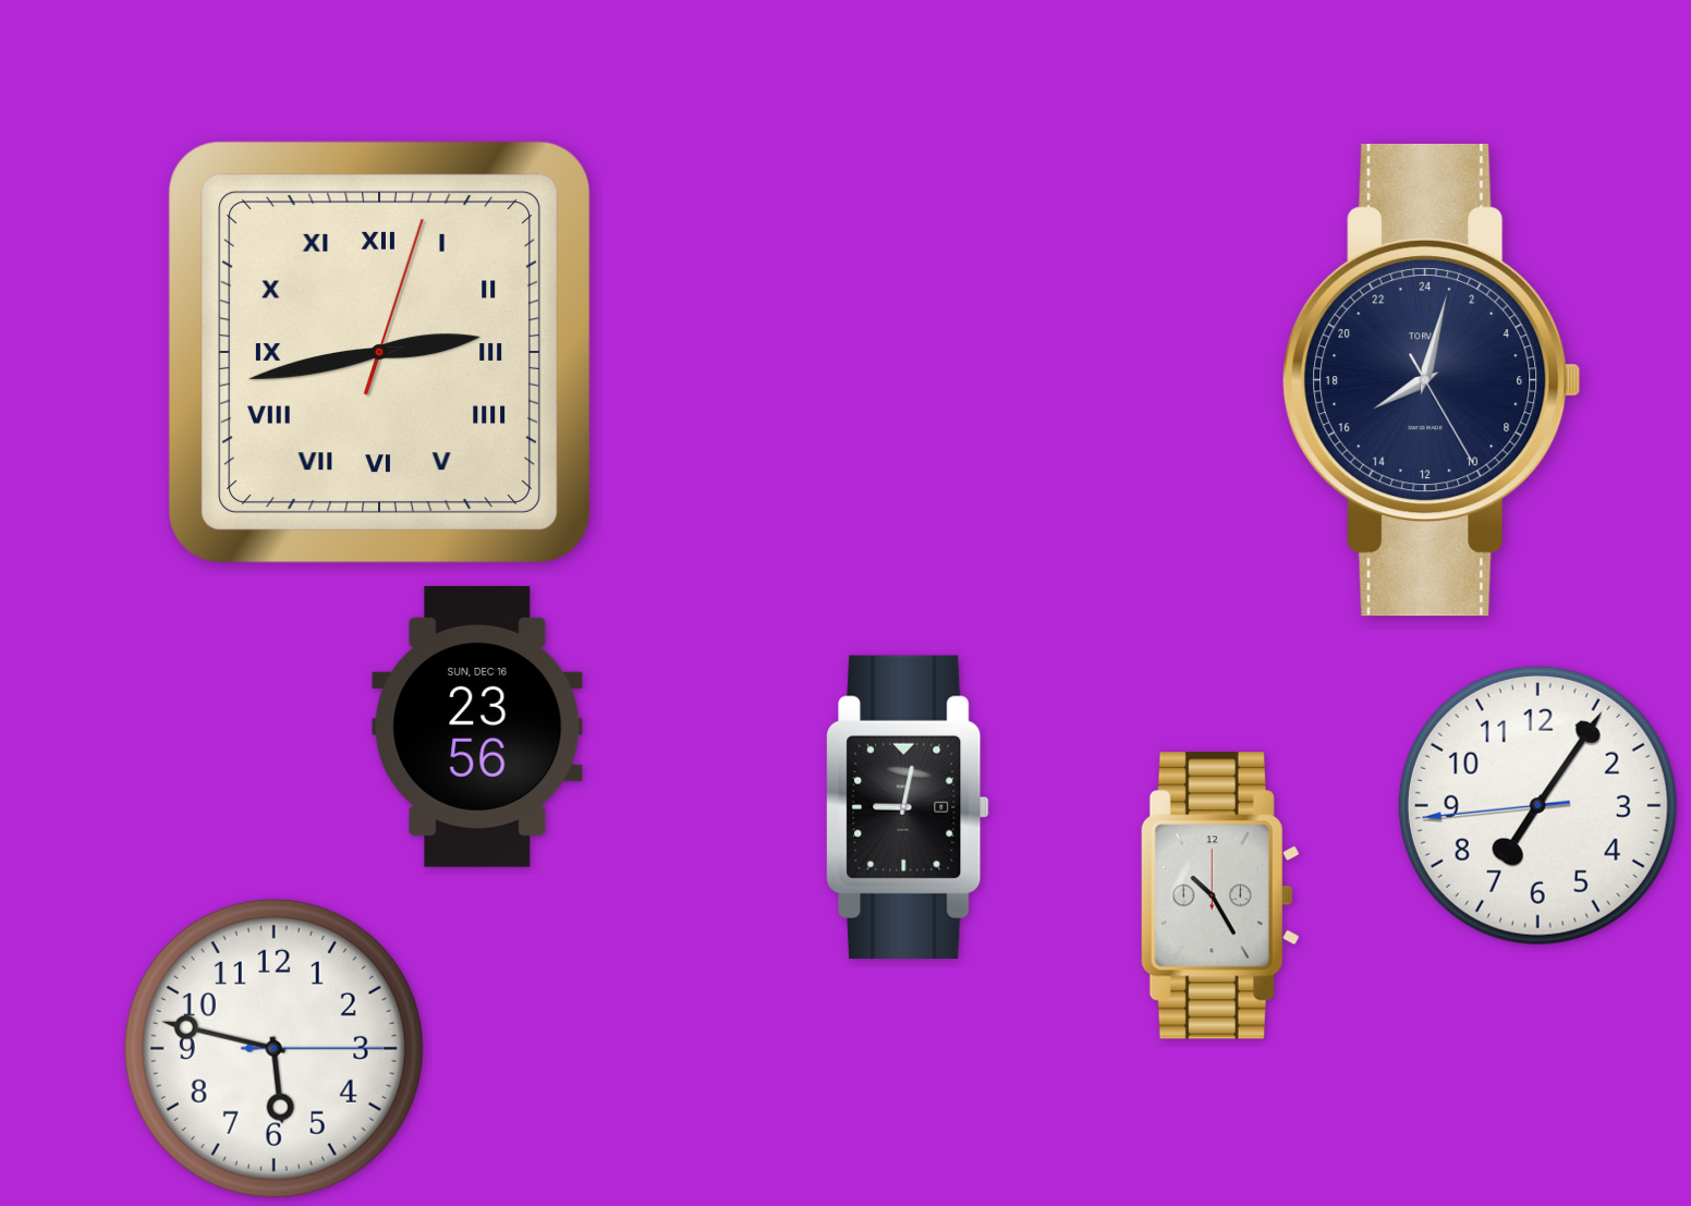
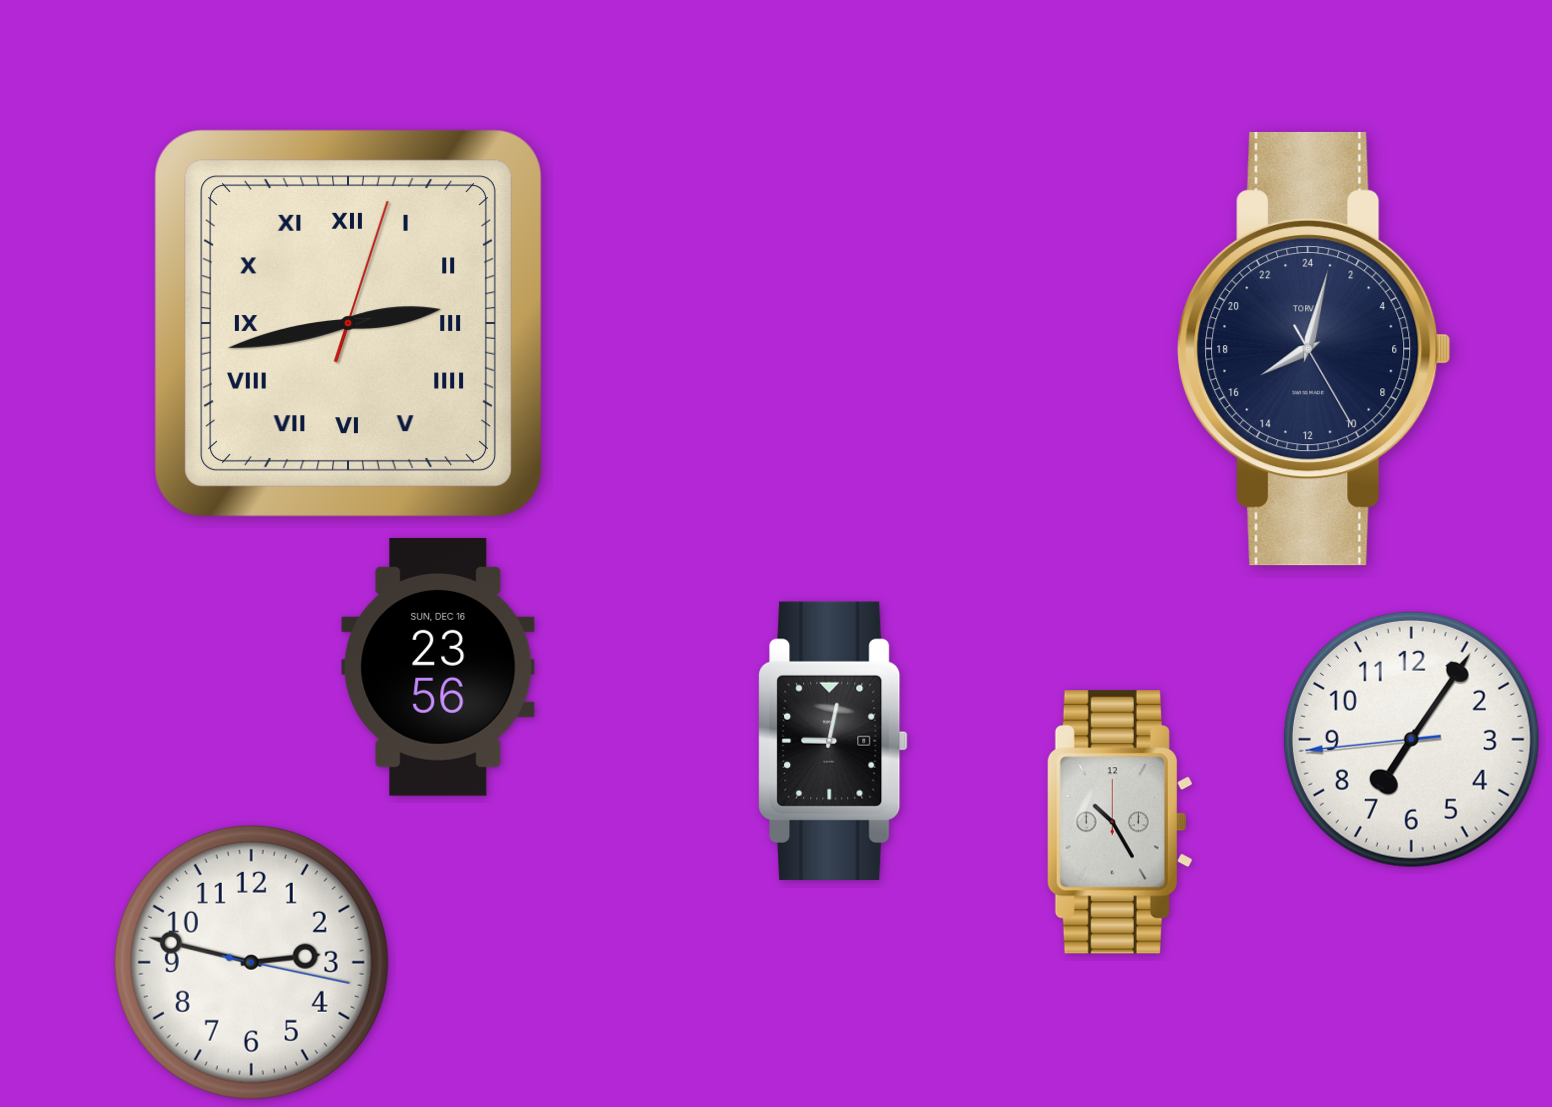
clock at (273, 1048): 5:47 -> 2:47
